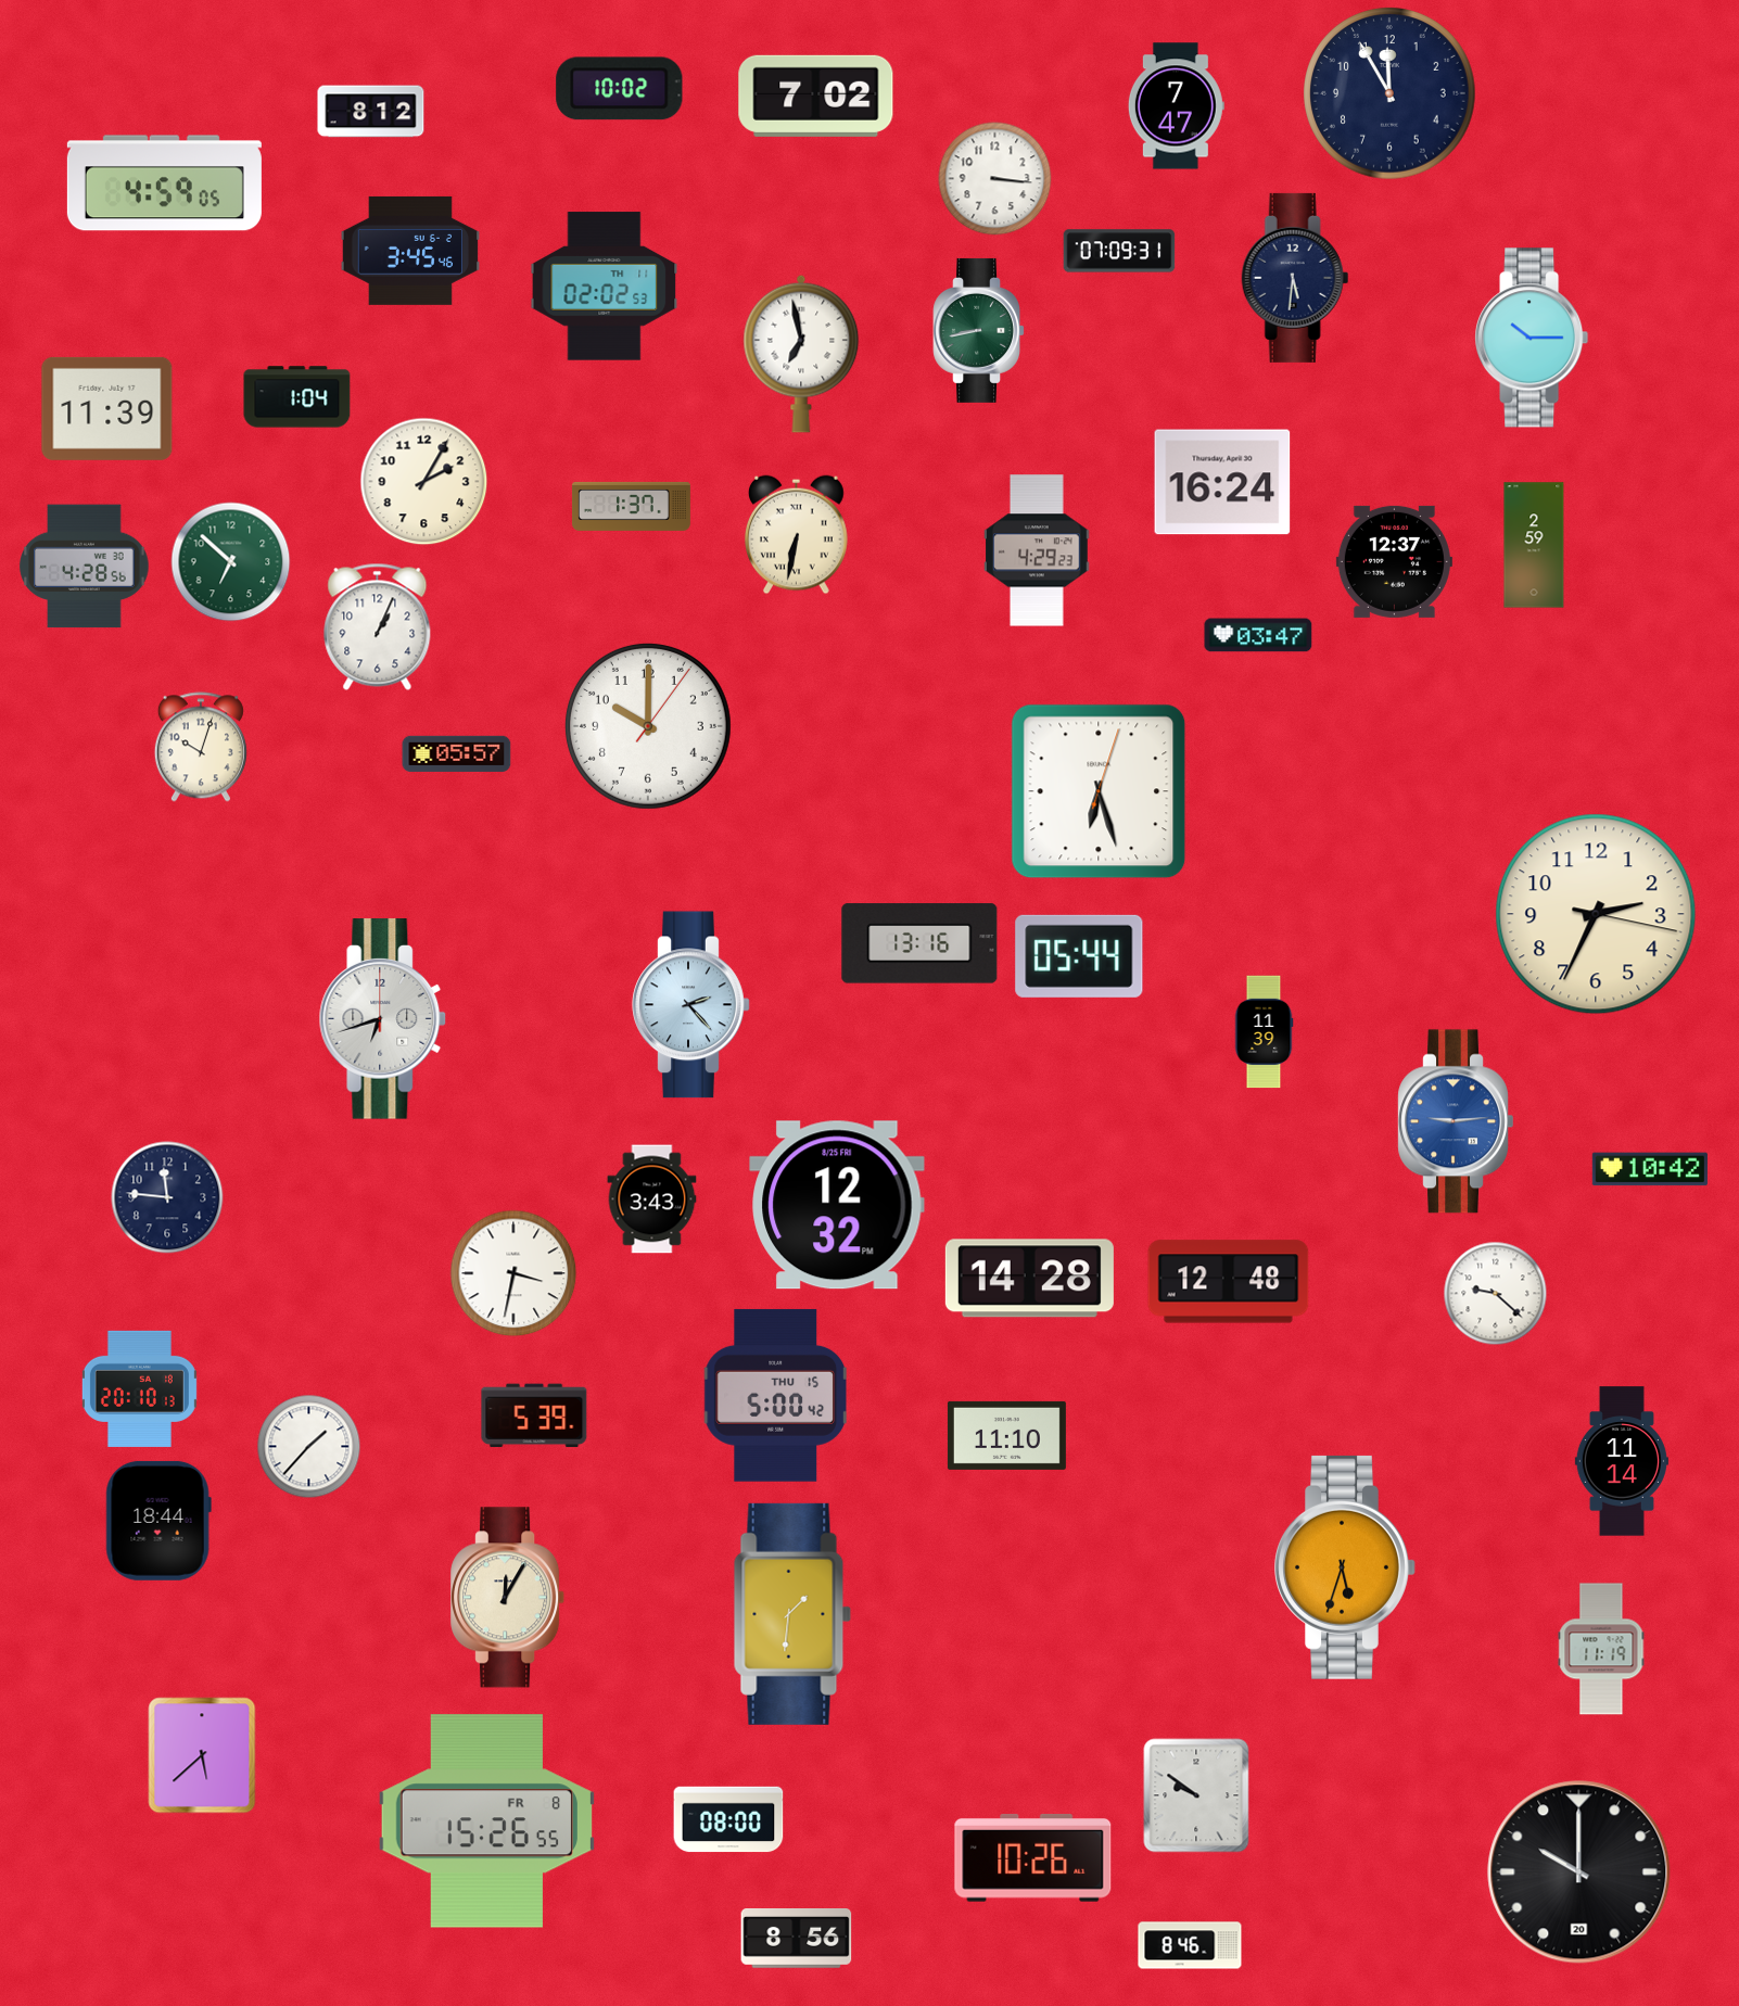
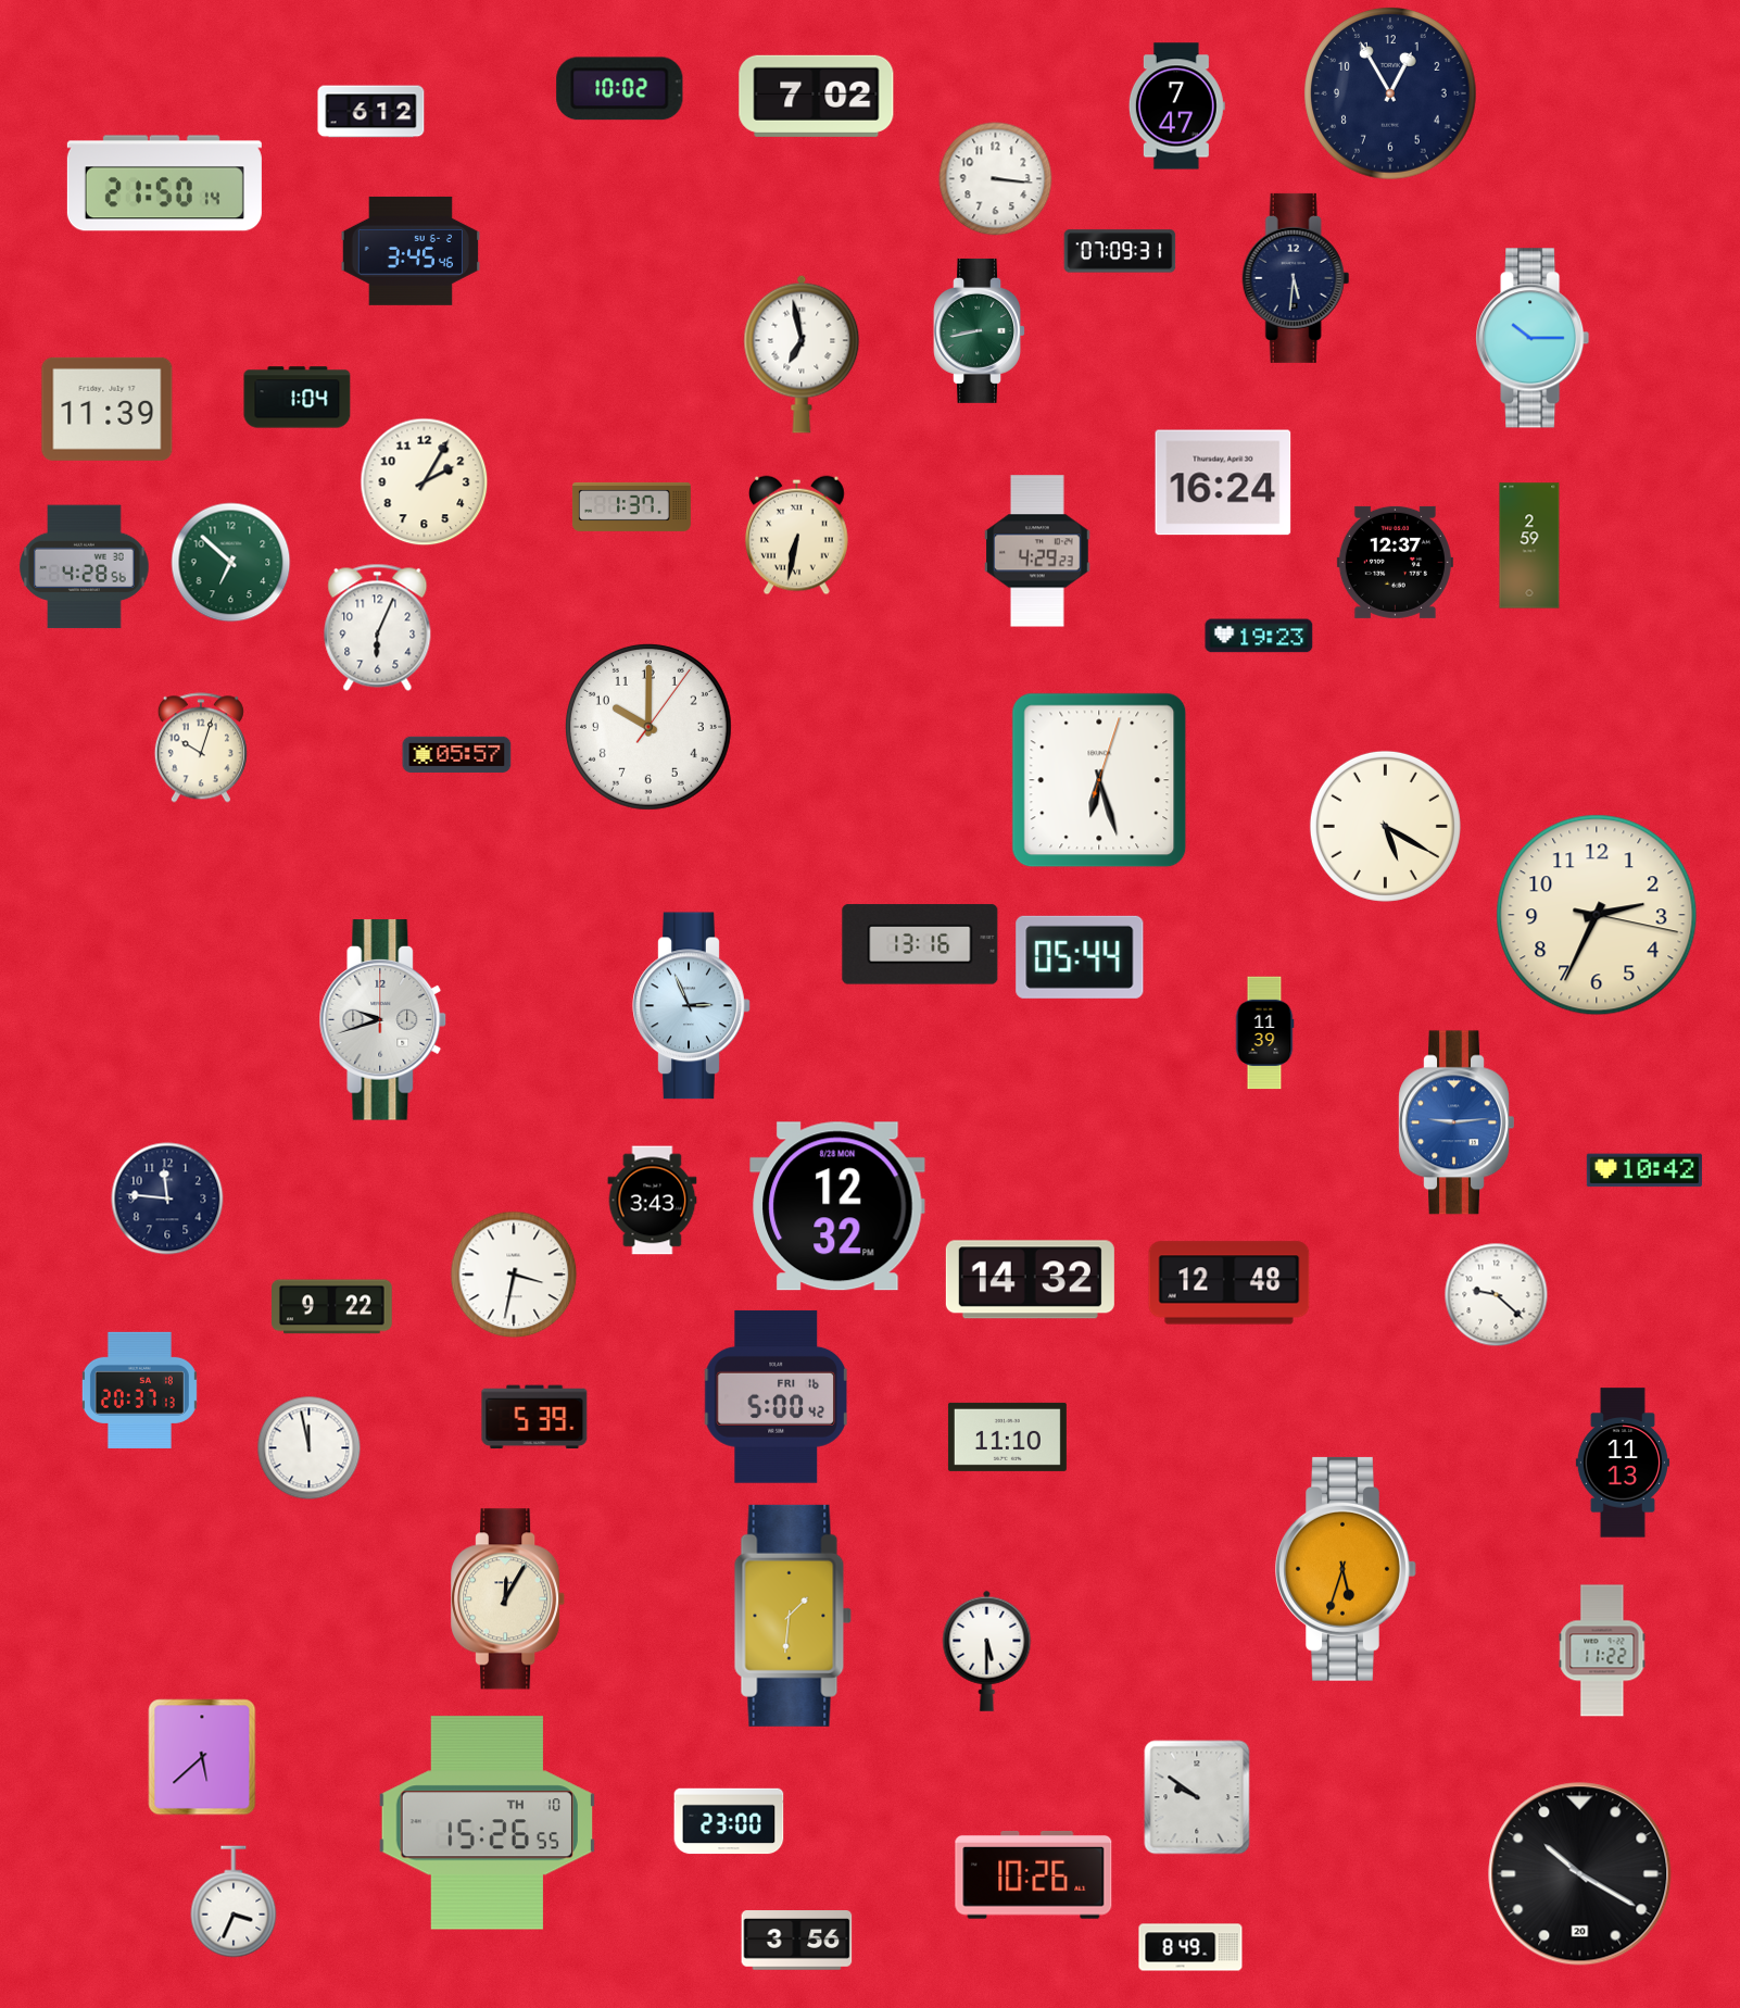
clock at (1391, 94): 11:55 -> 12:55
clock at (371, 112): 8:12 -> 6:12
clock at (164, 183): 4:59 -> 21:50
clock at (605, 287): 02:02 -> none
clock at (1534, 545) position: (1534, 545) -> (1529, 545)
clock at (378, 626): 1:04 -> 6:04
clock at (1258, 635): 03:47 -> 19:23
clock at (1099, 791) position: (1099, 791) -> (1099, 780)
clock at (1385, 826): none -> 5:20
clock at (691, 1005): 2:23 -> 2:56
clock at (383, 1019): 6:42 -> 9:42
clock at (1650, 1169) position: (1650, 1169) -> (1644, 1170)
clock at (837, 1205) date: 8/25 FRI -> 8/28 MON
clock at (1029, 1279): 14:28 -> 14:32
clock at (332, 1307): none -> 9:22
clock at (139, 1388): 20:10 -> 20:37
clock at (775, 1395) date: THU 15 -> FRI 16
clock at (309, 1447): 1:37 -> 11:58
clock at (1622, 1461): 11:14 -> 11:13
clock at (158, 1521): 18:44 -> none
clock at (987, 1651): none -> 5:30
clock at (1601, 1649): 11:19 -> 11:22
clock at (728, 1819): 08:00 -> 23:00
clock at (486, 1821) date: FR 8 -> TH 10
clock at (1033, 1857) position: (1033, 1857) -> (1034, 1874)
clock at (1579, 1872): 10:00 -> 10:20
clock at (234, 1902): none -> 3:34
clock at (797, 1939): 8:56 -> 3:56
clock at (1190, 1945): 8:46 -> 8:49
